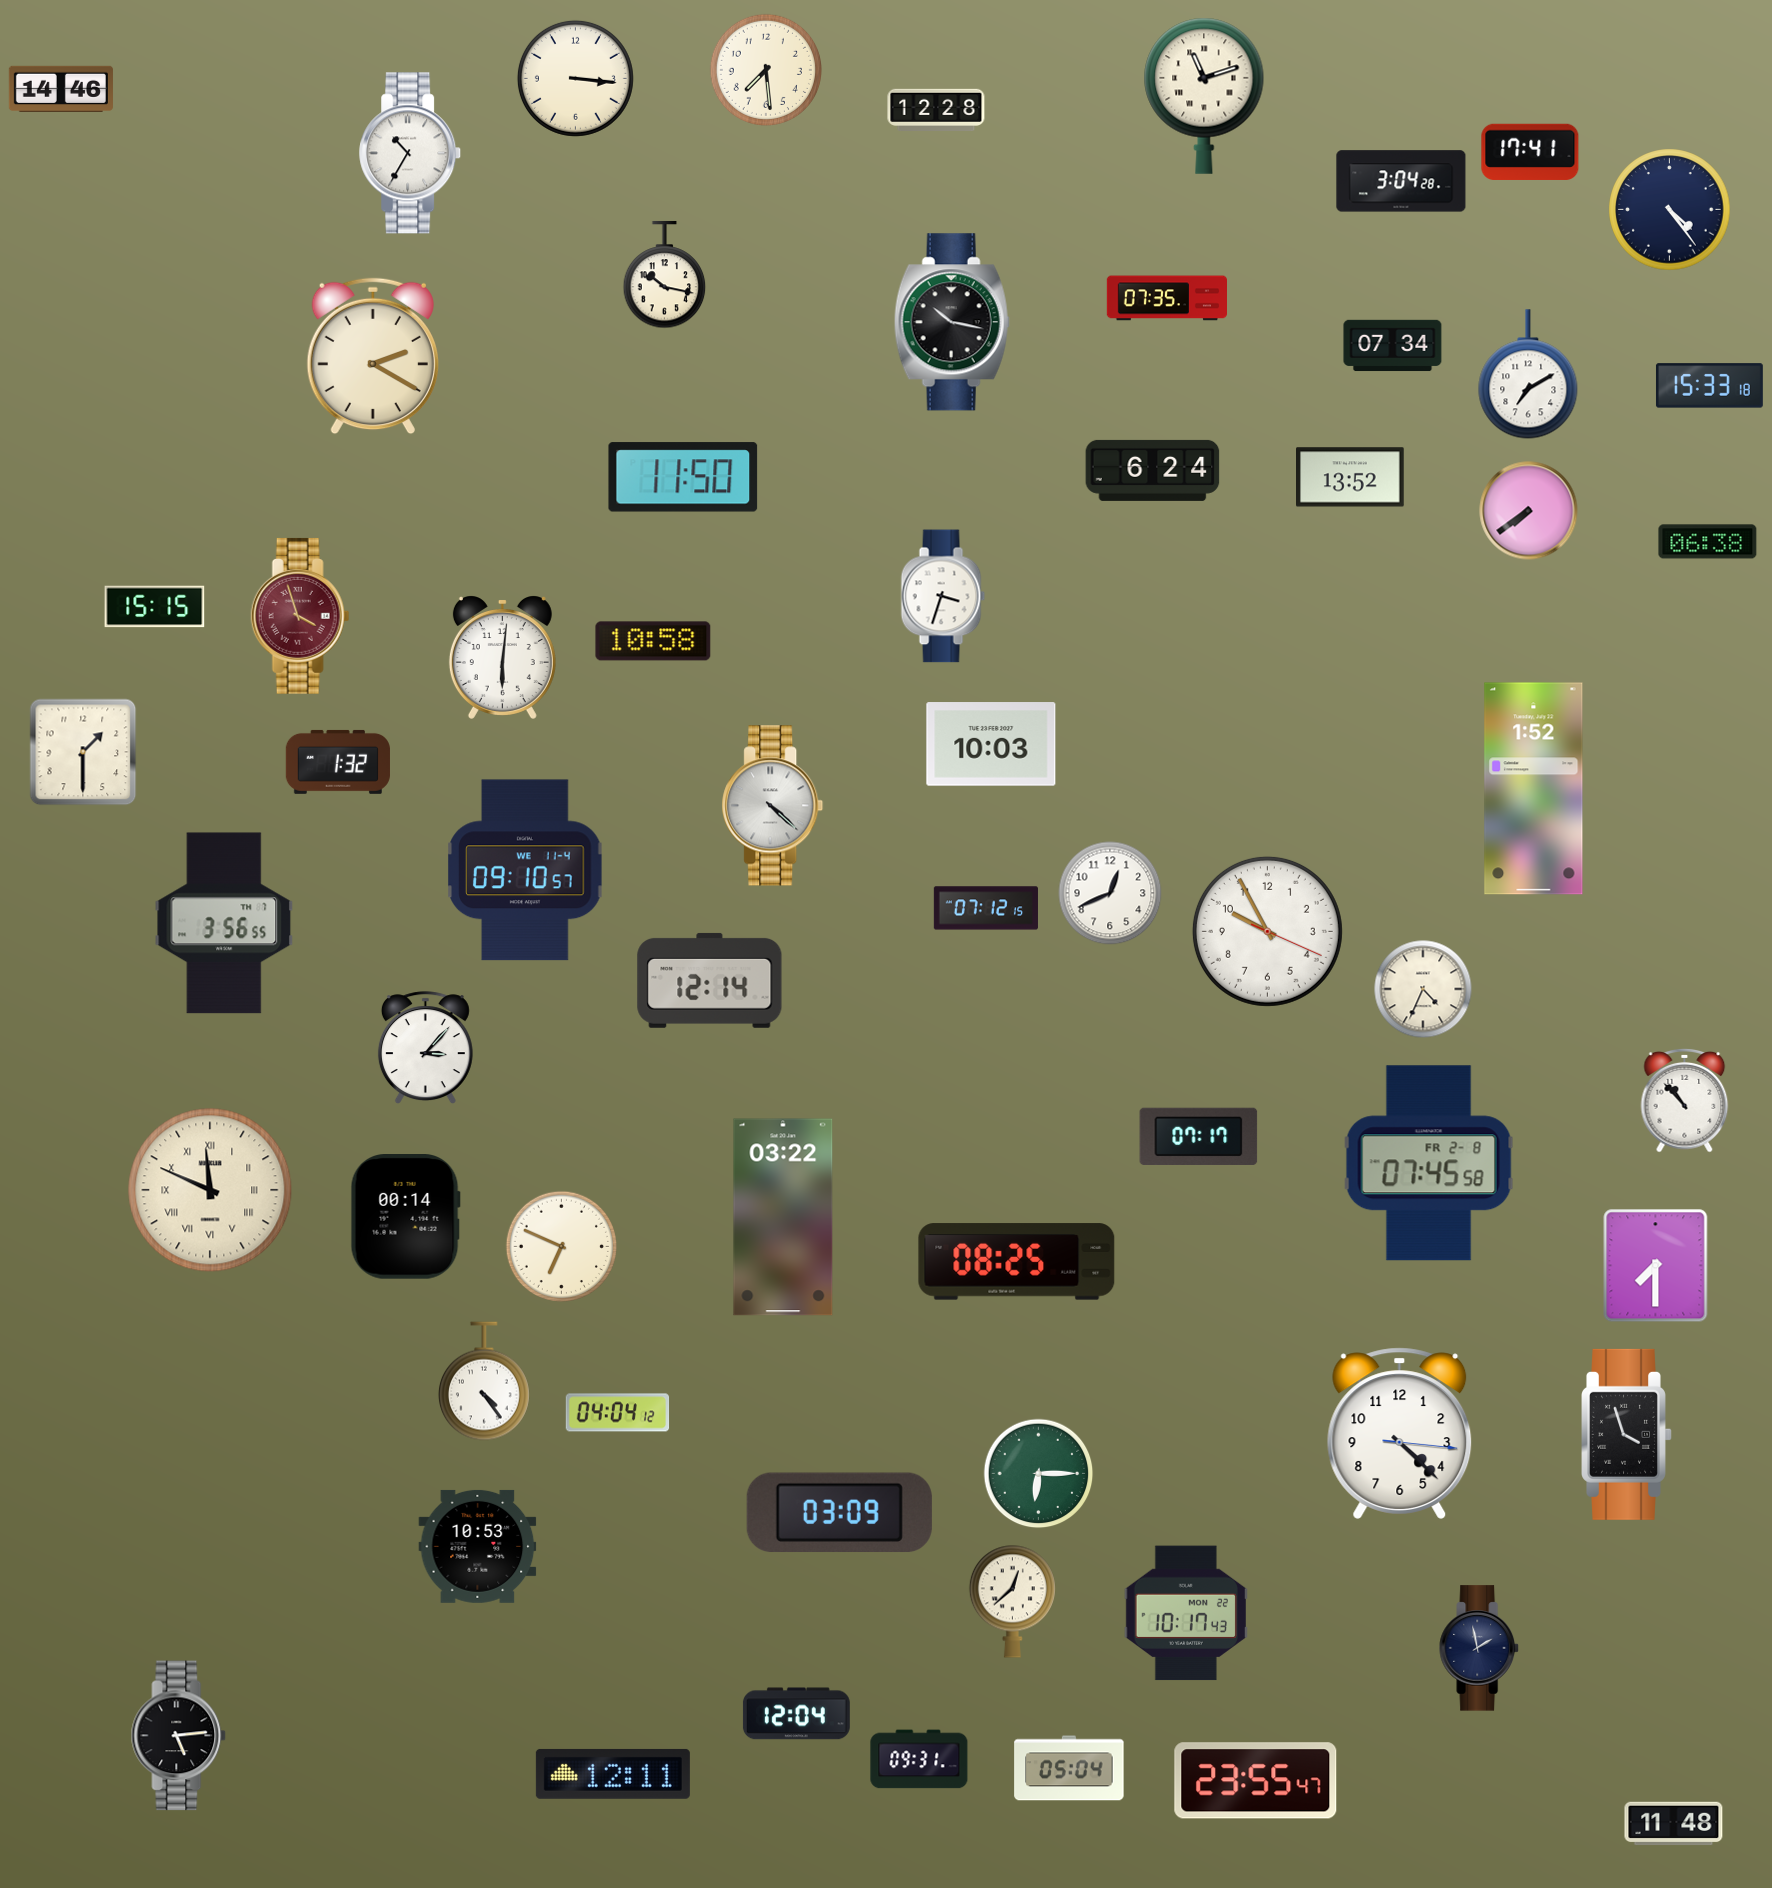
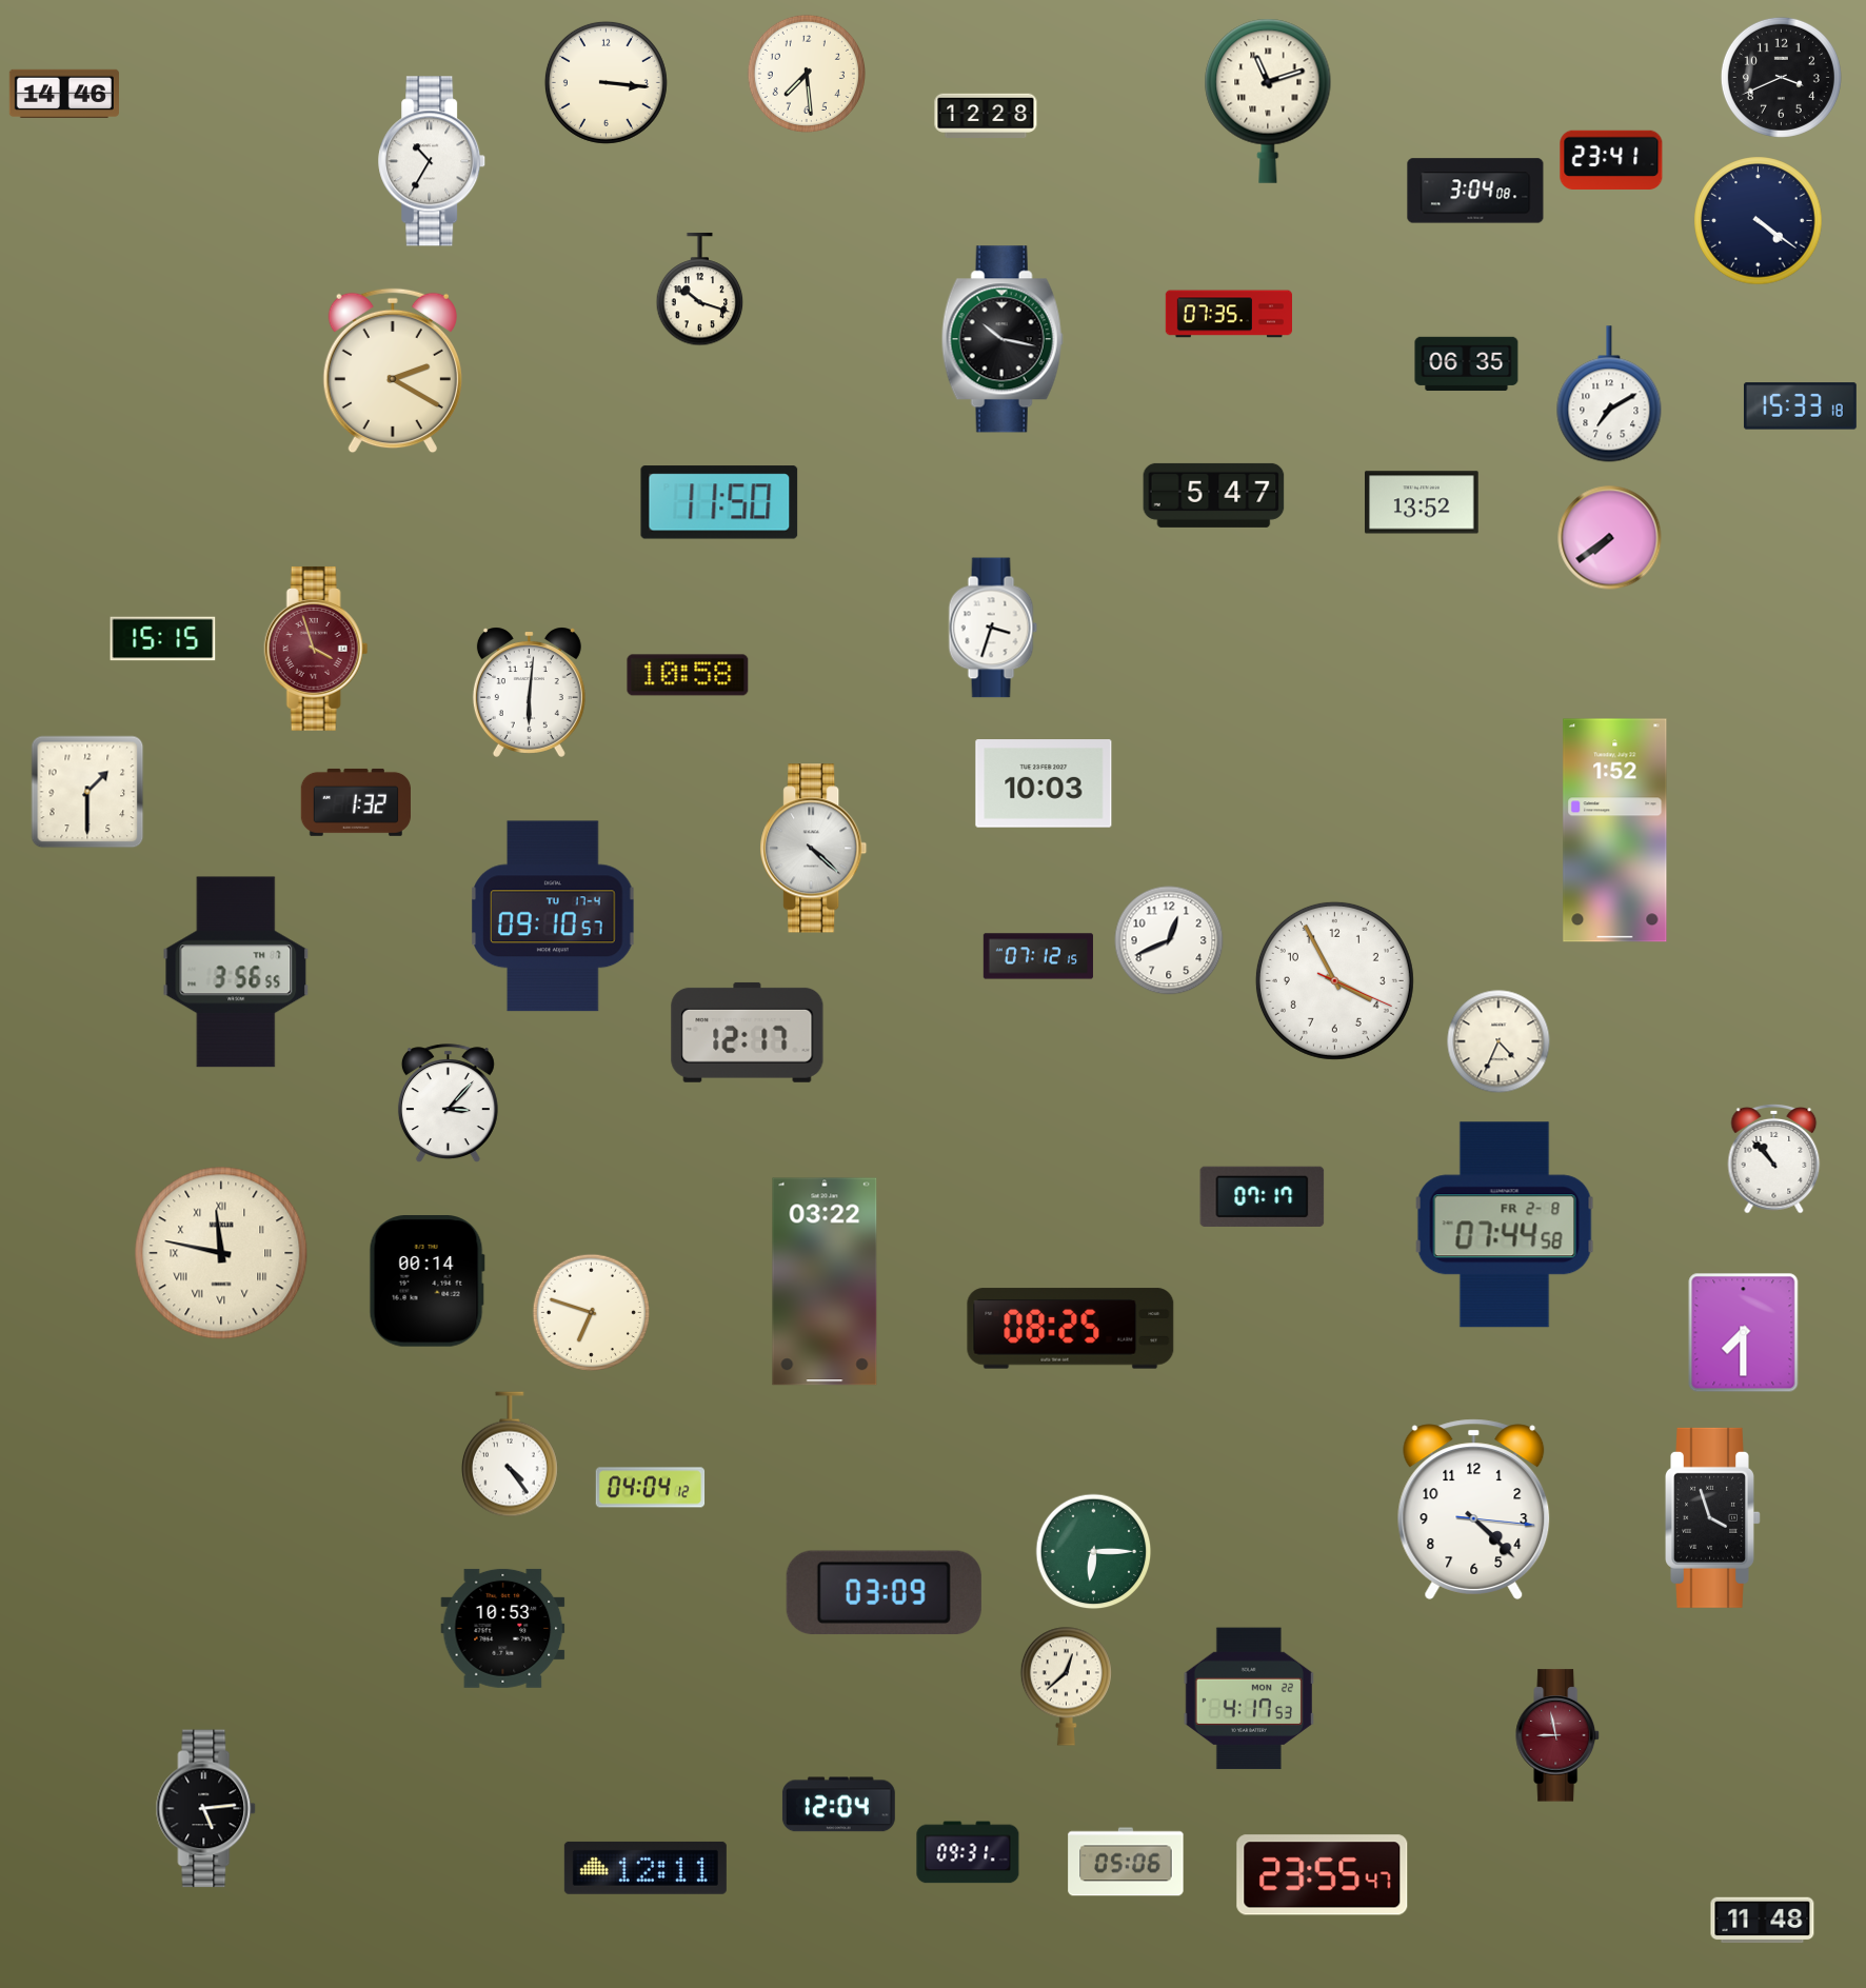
clock at (1781, 77): none -> 3:41
clock at (1530, 152): 17:41 -> 23:41
clock at (1401, 181): 3:04:28 -> 3:04:08
clock at (1670, 210): 4:24 -> 4:21
clock at (665, 275): 10:17 -> 10:18
clock at (1393, 346): 07:34 -> 06:35
clock at (373, 356) position: (373, 356) -> (393, 371)
clock at (1153, 470): 6:24 -> 5:47
clock at (1708, 542): 06:38 -> none
clock at (525, 870) date: WE 11-4 -> TU 17-4
clock at (1267, 931): 9:55 -> 3:55
clock at (710, 980): 12:14 -> 12:17
clock at (1429, 1163): 07:45 -> 07:44
clock at (210, 1190): 11:49 -> 11:47
clock at (561, 1246): 6:49 -> 6:48
clock at (1627, 1434) position: (1627, 1434) -> (1713, 1517)
clock at (1186, 1613): 10:17 -> 4:17
clock at (1479, 1648): 1:58 -> 8:58
clock at (1479, 1648) dial: navy -> burgundy
clock at (179, 1736) position: (179, 1736) -> (206, 1809)
clock at (1069, 1768): 05:04 -> 05:06
